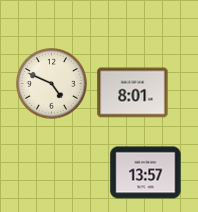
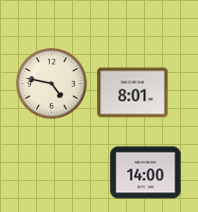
clock at (52, 84): 4:49 -> 4:47
clock at (146, 173): 13:57 -> 14:00
